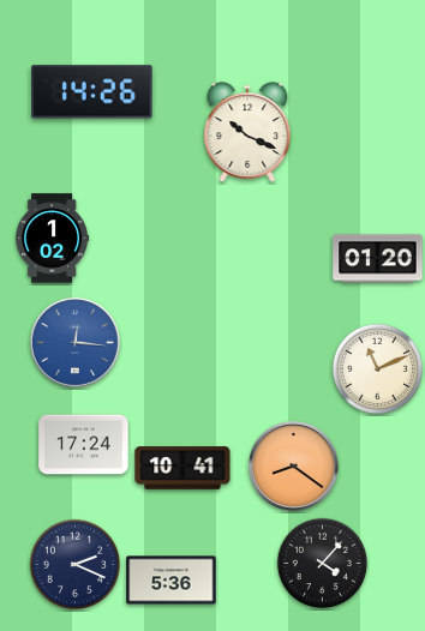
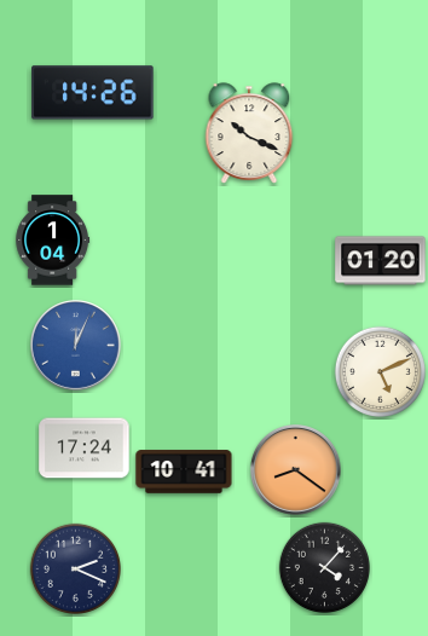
clock at (53, 239): 1:02 -> 1:04
clock at (76, 343): 12:16 -> 12:04
clock at (377, 368): 11:11 -> 5:11
clock at (172, 581): 5:36 -> none
